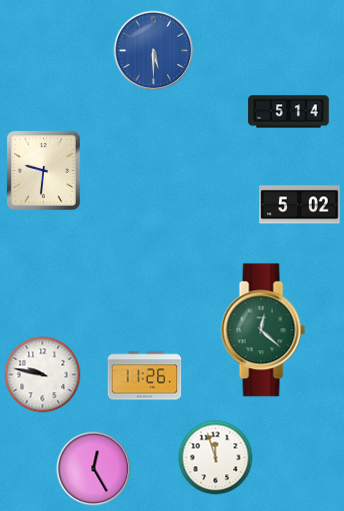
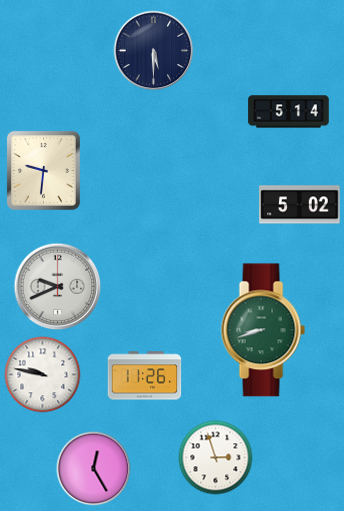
clock at (154, 51) dial: blue -> navy
clock at (58, 287): none -> 9:41
clock at (263, 330): 12:22 -> 8:42
clock at (216, 458): 11:57 -> 2:57
